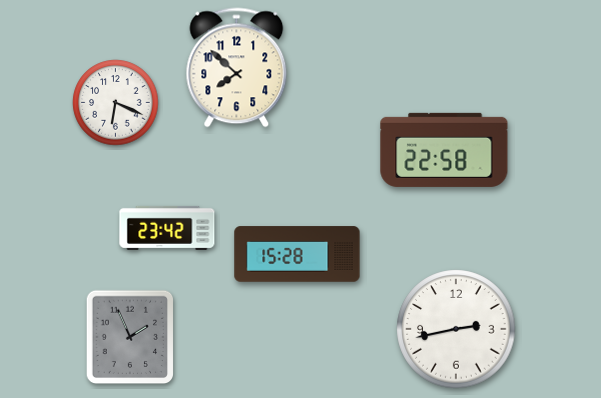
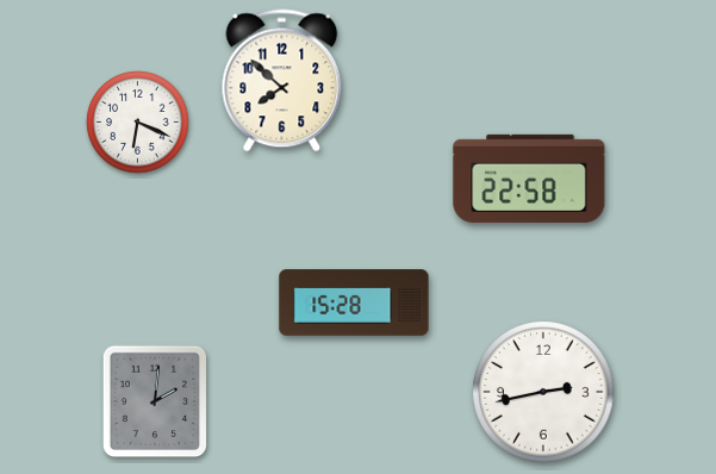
clock at (167, 228): 23:42 -> none
clock at (130, 337): 1:56 -> 2:01
